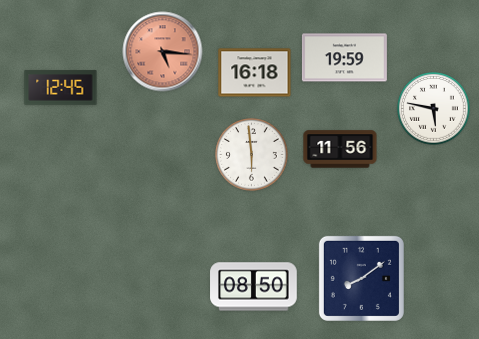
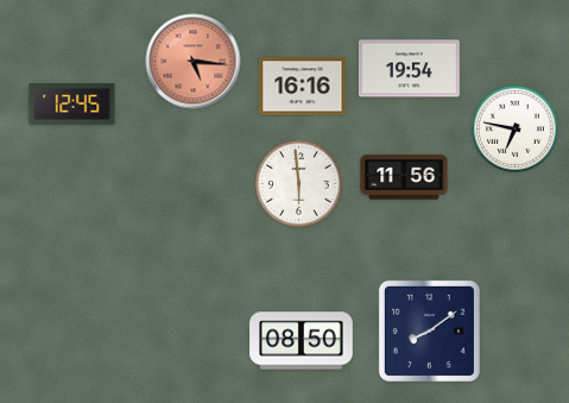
clock at (344, 58): 19:59 -> 19:54
clock at (255, 73): 16:18 -> 16:16
clock at (434, 109): 5:47 -> 6:47
